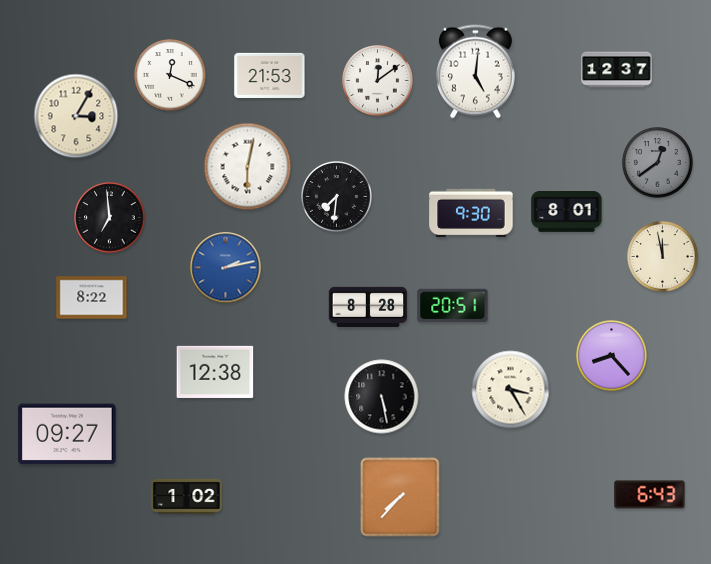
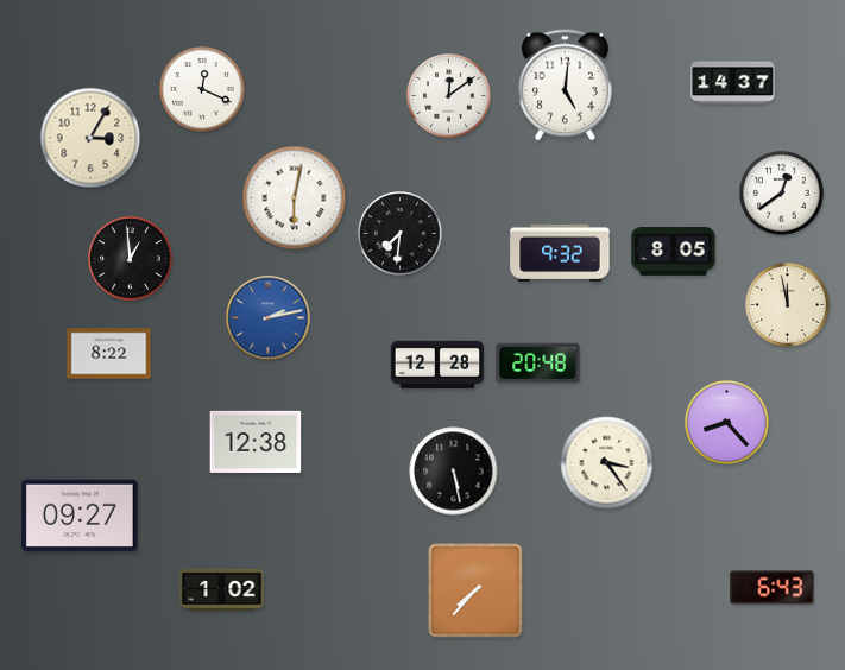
clock at (617, 70): 12:37 -> 14:37
clock at (270, 75): 21:53 -> none
clock at (658, 163) dial: grey -> white
clock at (567, 212): 8:01 -> 8:05
clock at (471, 213): 9:30 -> 9:32
clock at (110, 218): 6:59 -> 12:59
clock at (368, 306): 8:28 -> 12:28
clock at (453, 306): 20:51 -> 20:48
clock at (511, 390): 3:25 -> 3:24
